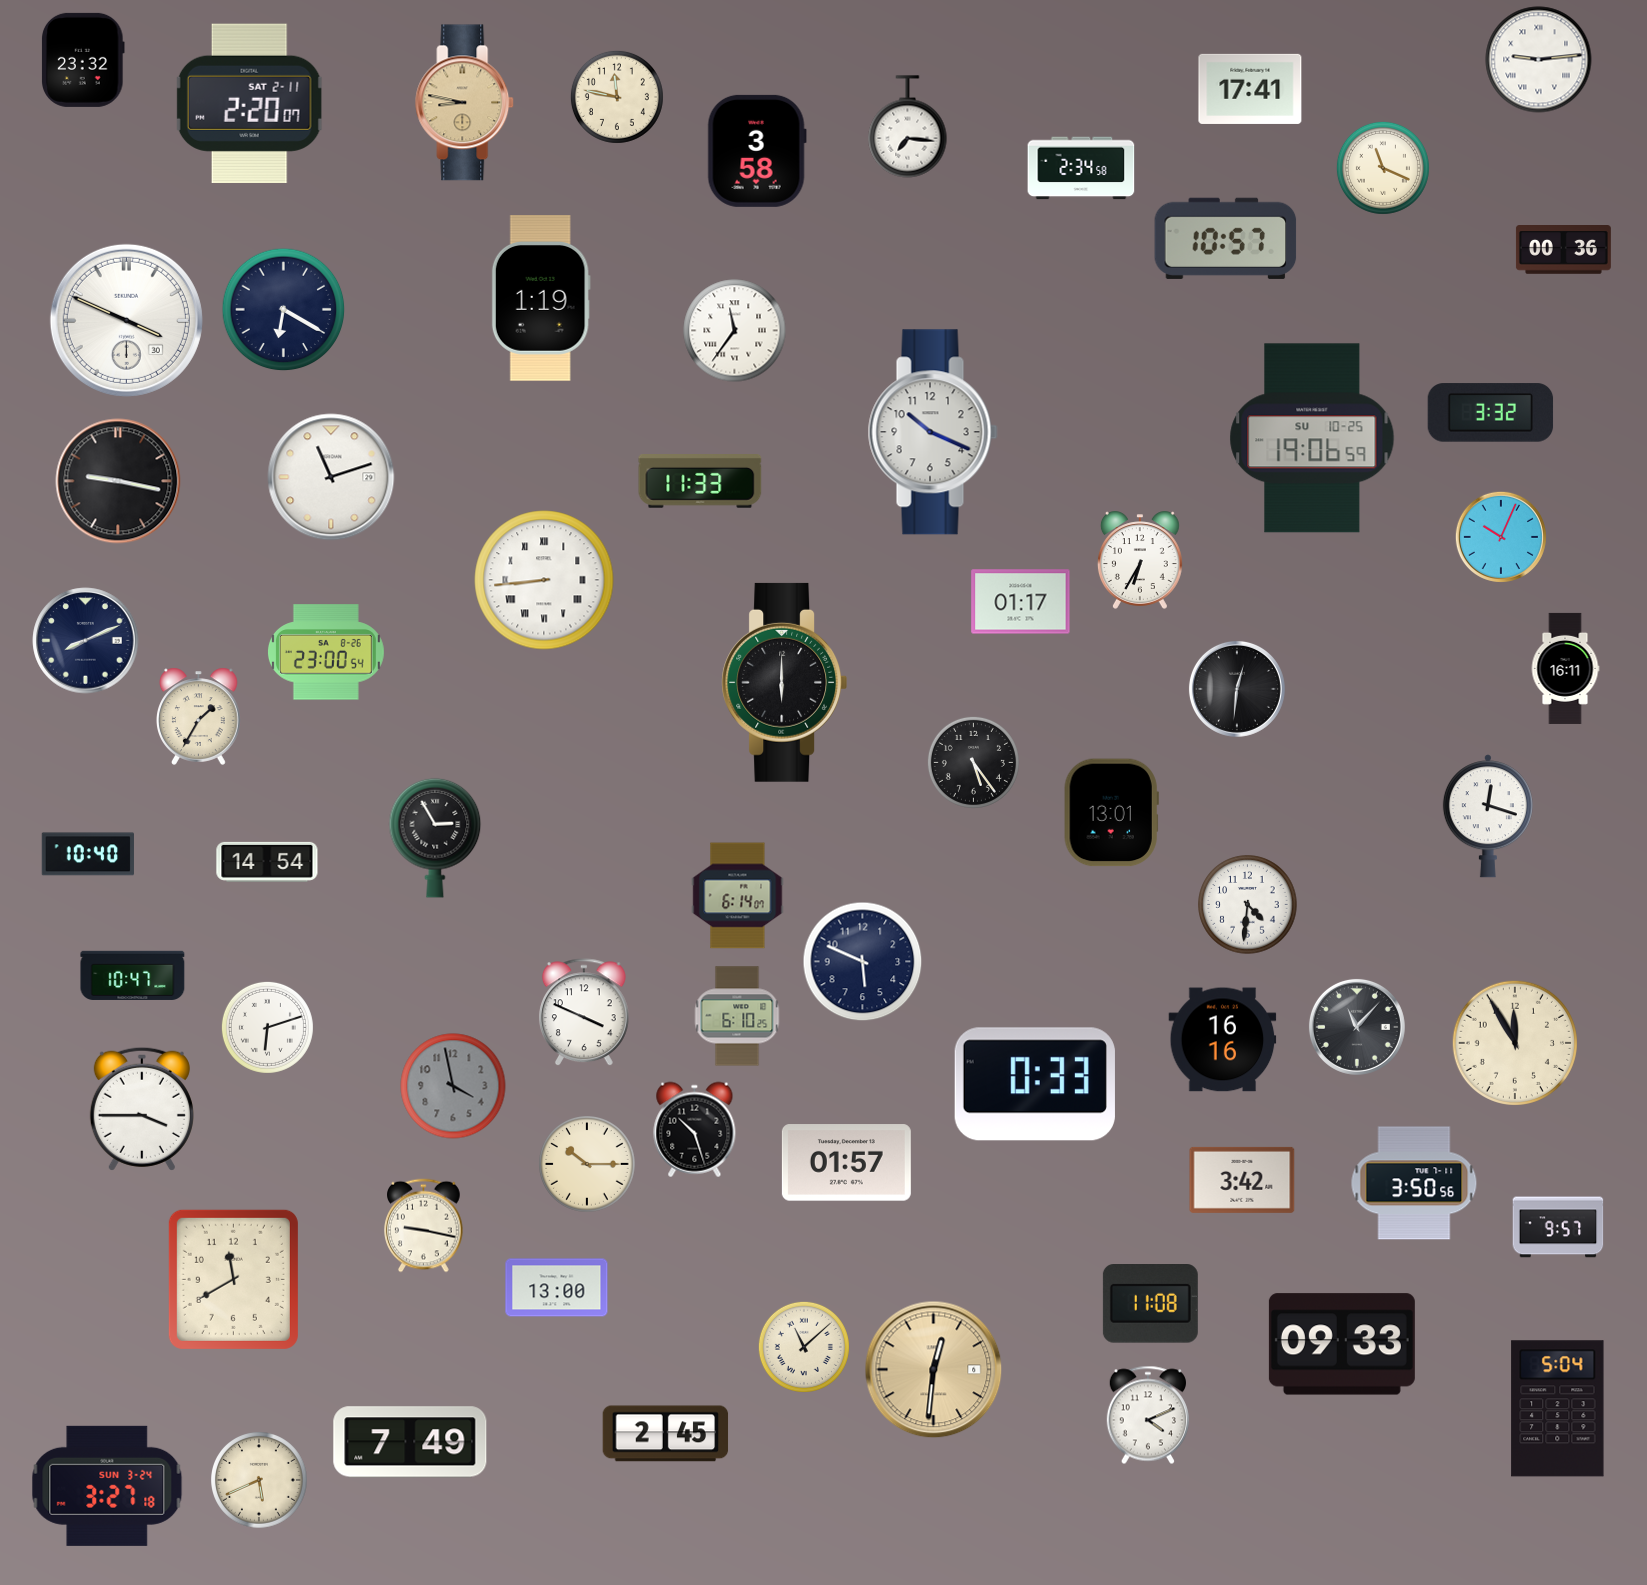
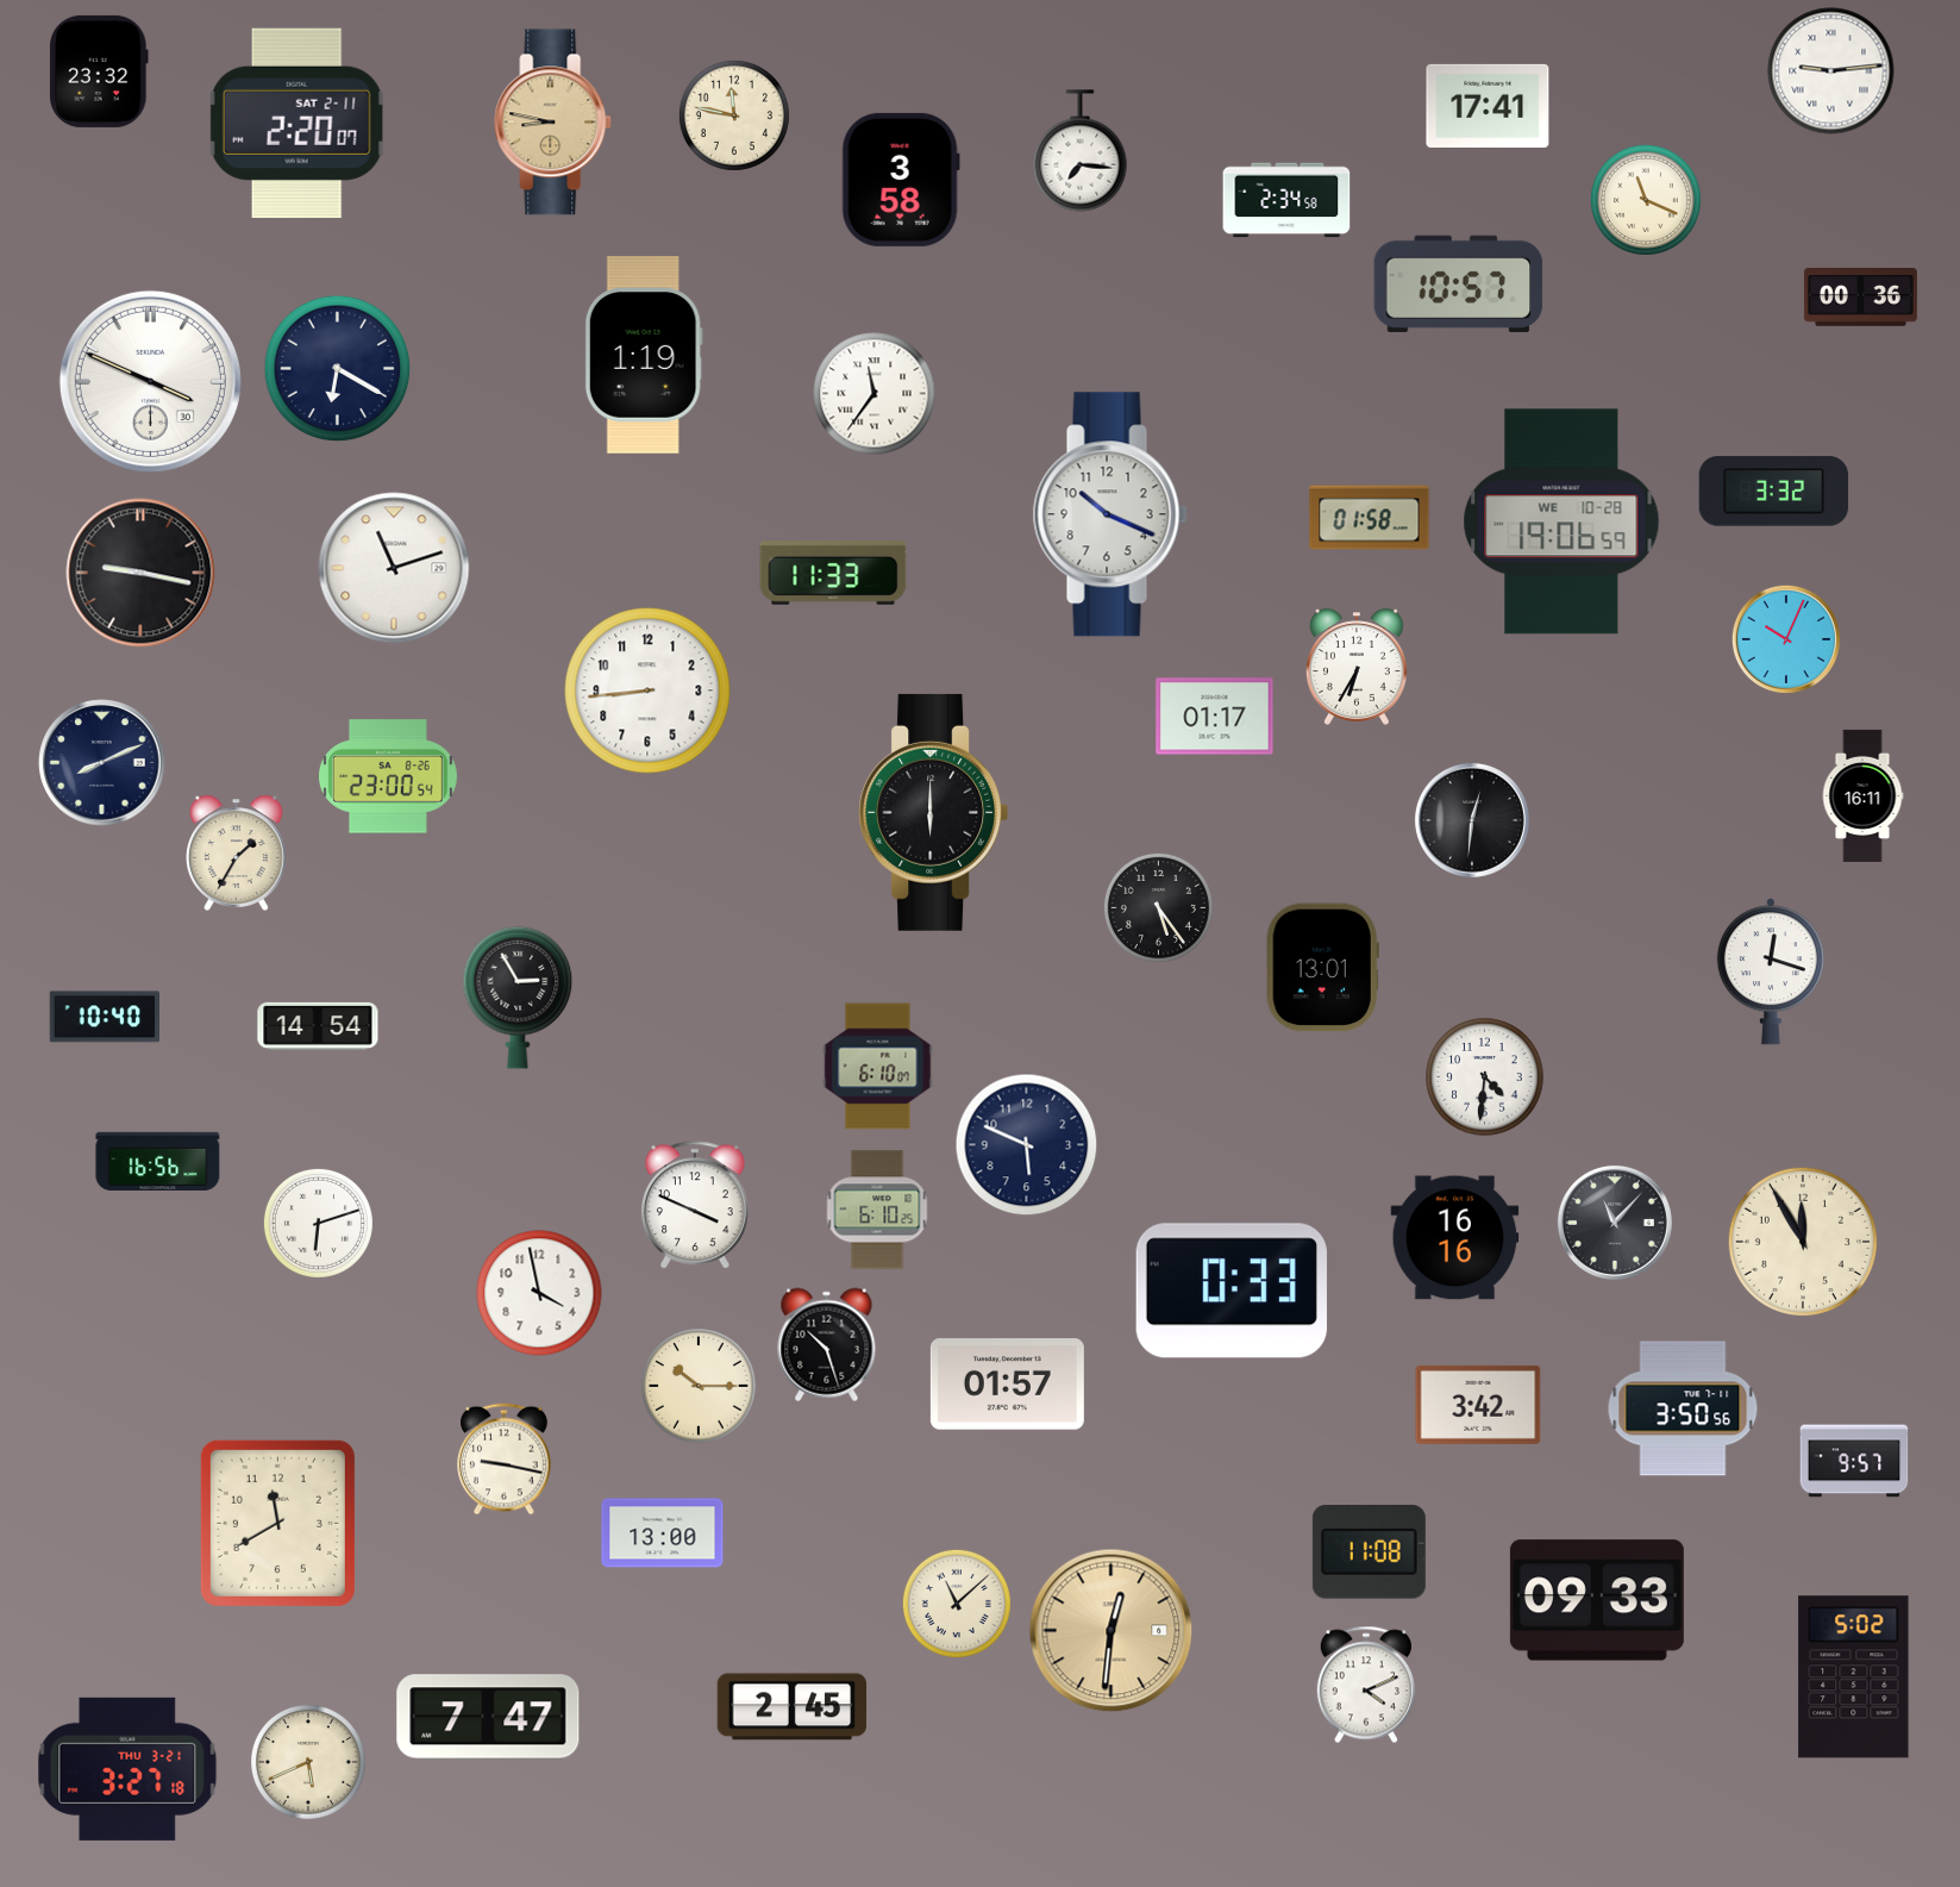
clock at (1370, 518): none -> 01:58
clock at (1312, 438) date: SU 10-25 -> WE 10-28
clock at (544, 580) numerals: Roman -> Arabic
clock at (738, 896): 6:14 -> 6:10
clock at (133, 975): 10:47 -> 16:56
clock at (453, 1086) dial: grey -> white
clock at (142, 1109): 3:45 -> none
clock at (1558, 1409): 5:04 -> 5:02
clock at (410, 1442): 7:49 -> 7:47
clock at (107, 1486) date: SUN 3-24 -> THU 3-21
